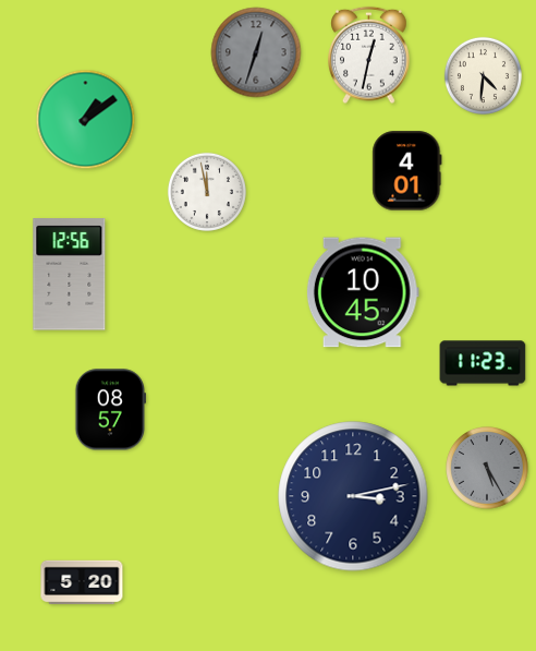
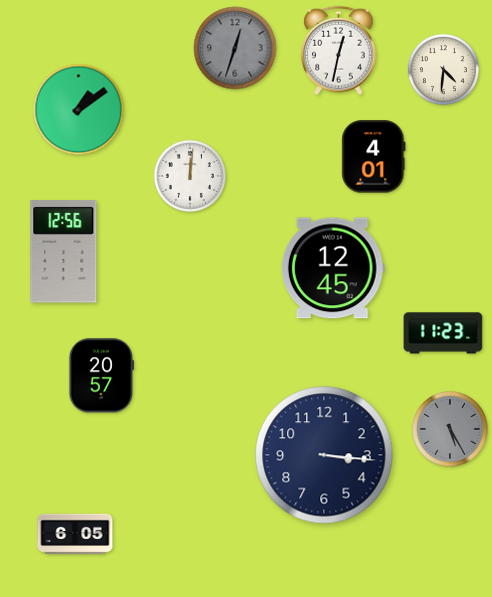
clock at (207, 192): 11:58 -> 12:01
clock at (363, 292): 10:45 -> 12:45
clock at (111, 410): 08:57 -> 20:57
clock at (487, 468) position: (487, 468) -> (450, 429)
clock at (353, 496): 3:13 -> 3:16
clock at (82, 582): 5:20 -> 6:05
